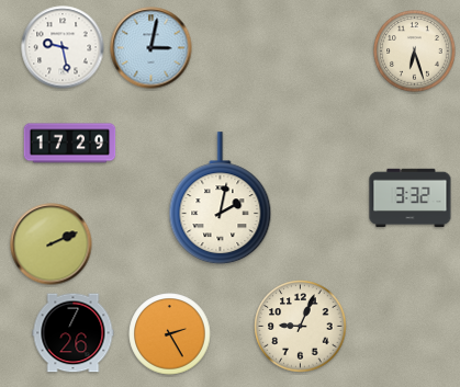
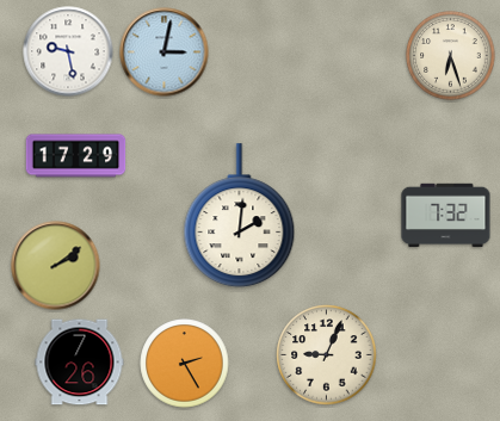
clock at (221, 198): 2:02 -> 2:01
clock at (411, 198): 3:32 -> 7:32
clock at (52, 244): 2:11 -> 2:09
